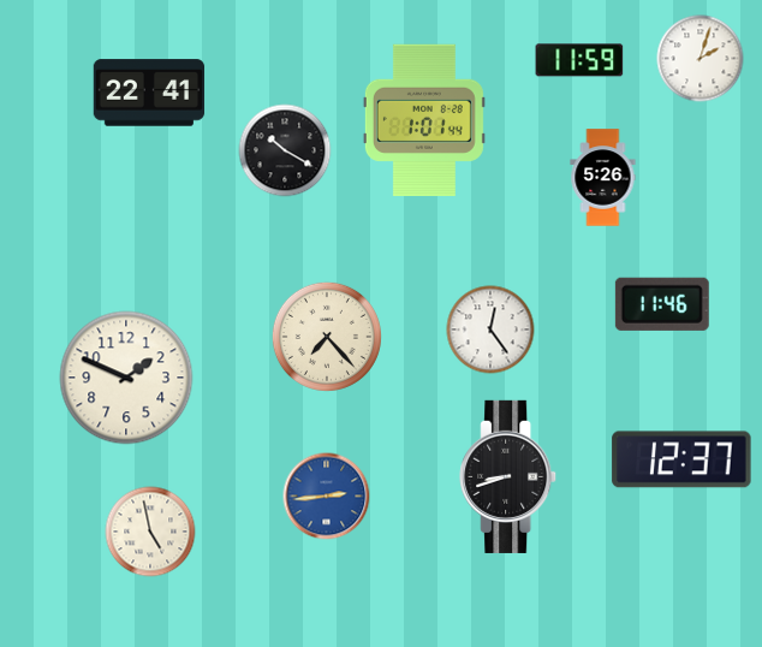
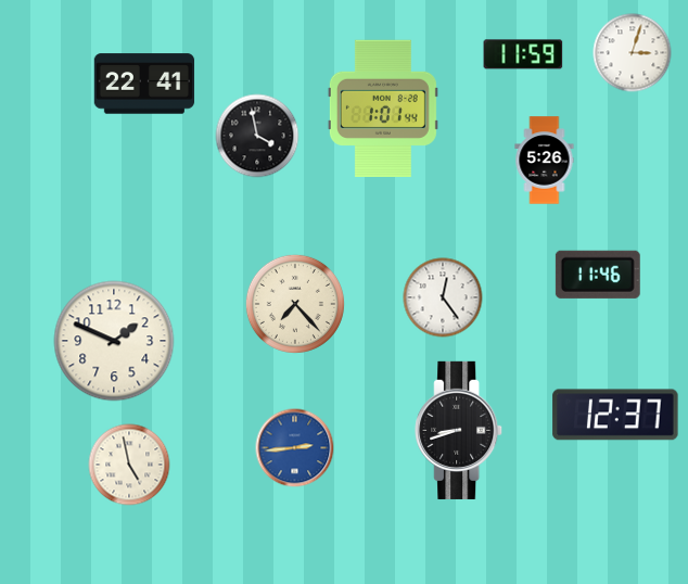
clock at (701, 59): 2:03 -> 3:03
clock at (149, 93) position: (149, 93) -> (144, 84)
clock at (285, 150): 10:20 -> 3:58
clock at (150, 532) position: (150, 532) -> (129, 465)
